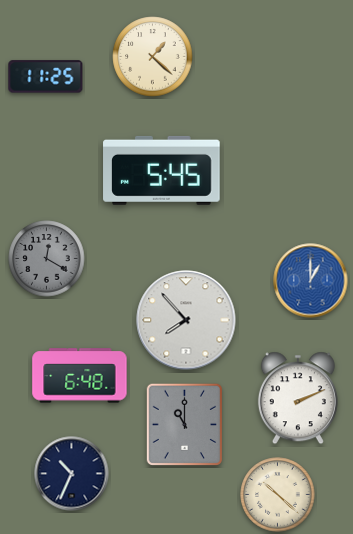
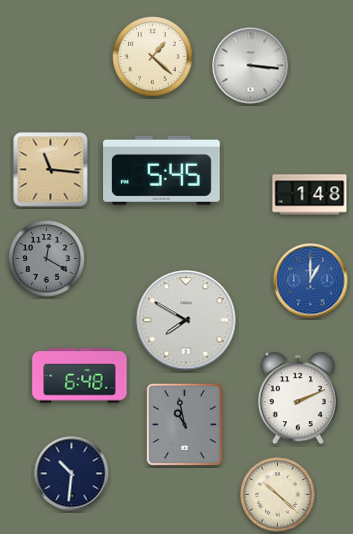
clock at (251, 66): none -> 3:16
clock at (46, 77): 11:25 -> none
clock at (51, 170): none -> 11:16
clock at (310, 195): none -> 1:48
clock at (186, 320): 7:53 -> 7:50
clock at (184, 425): 11:00 -> 10:58
clock at (72, 474): 10:34 -> 10:31
